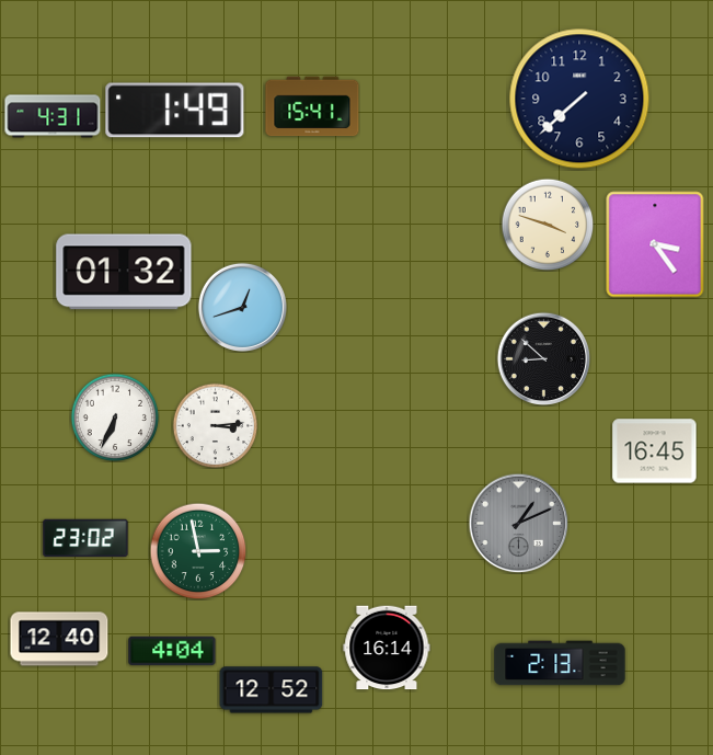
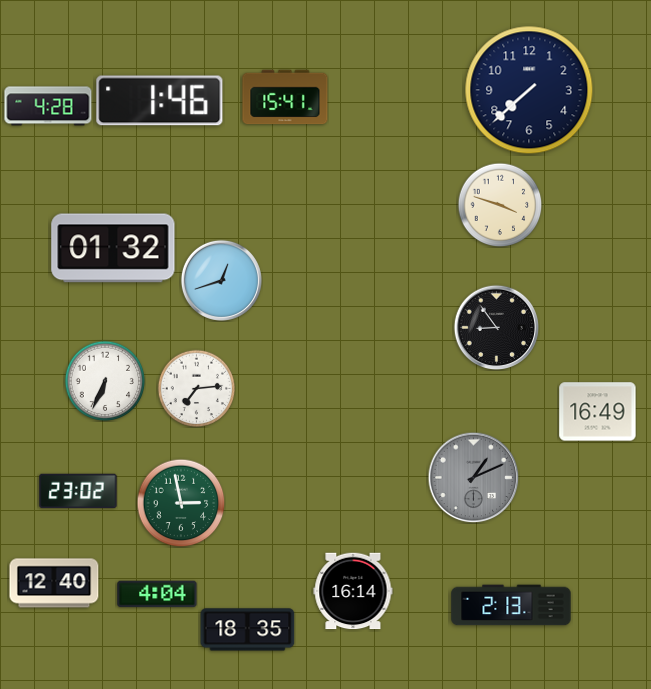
clock at (175, 111): 1:49 -> 1:46
clock at (53, 116): 4:31 -> 4:28
clock at (655, 244): 3:24 -> none
clock at (543, 358): 8:52 -> 8:54
clock at (215, 425): 3:14 -> 7:14
clock at (655, 451): 16:45 -> 16:49
clock at (272, 690): 12:52 -> 18:35
